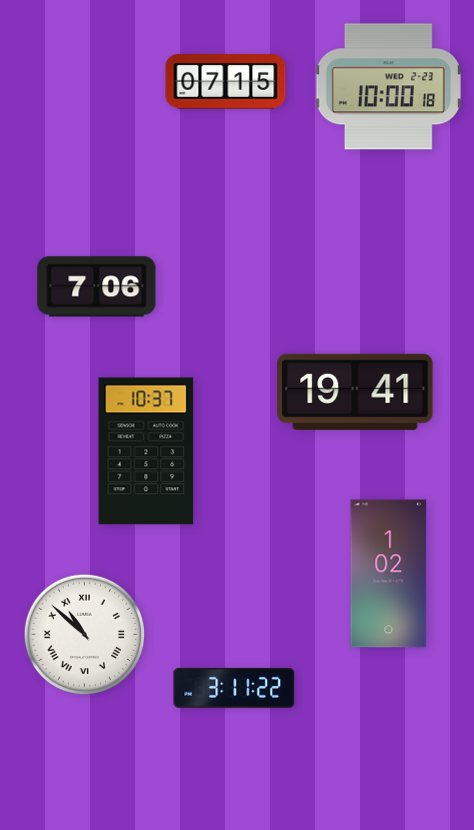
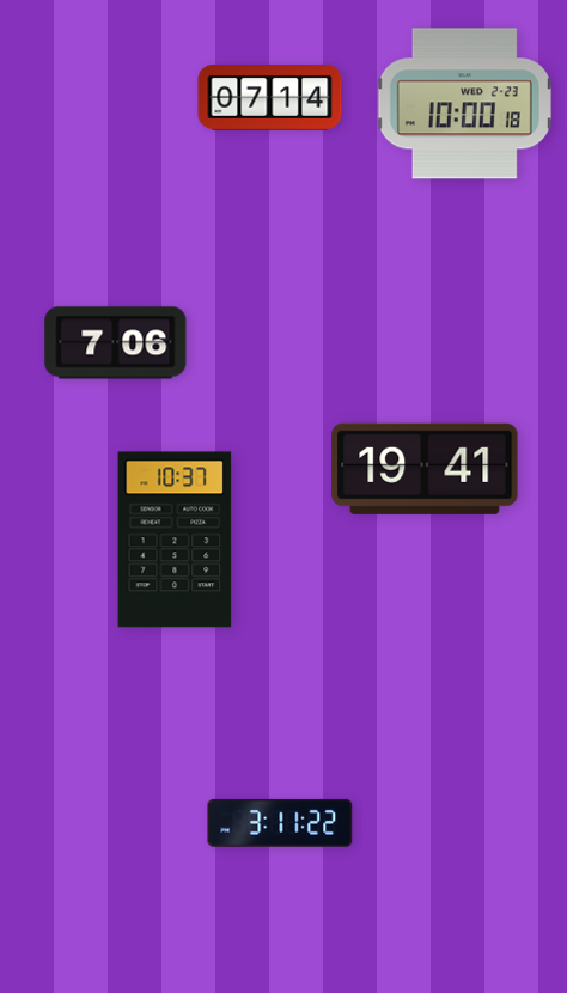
clock at (226, 82): 07:15 -> 07:14
clock at (389, 574): 1:02 -> none
clock at (85, 635): 10:52 -> none
